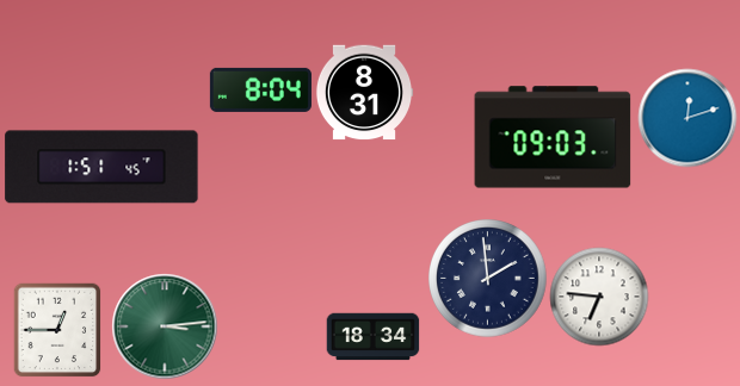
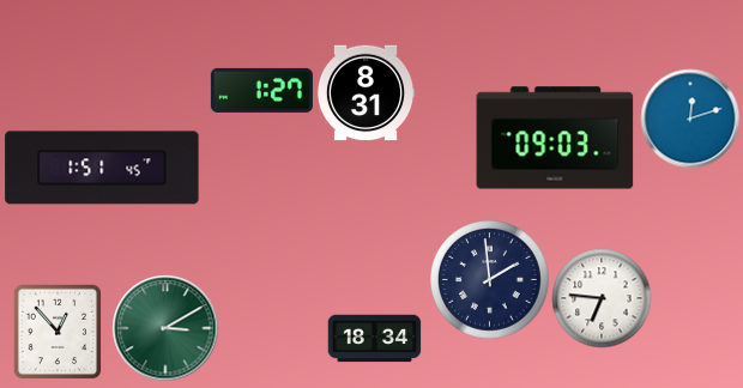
clock at (260, 89): 8:04 -> 1:27
clock at (165, 326): 3:14 -> 3:10
clock at (57, 330): 12:45 -> 12:53
